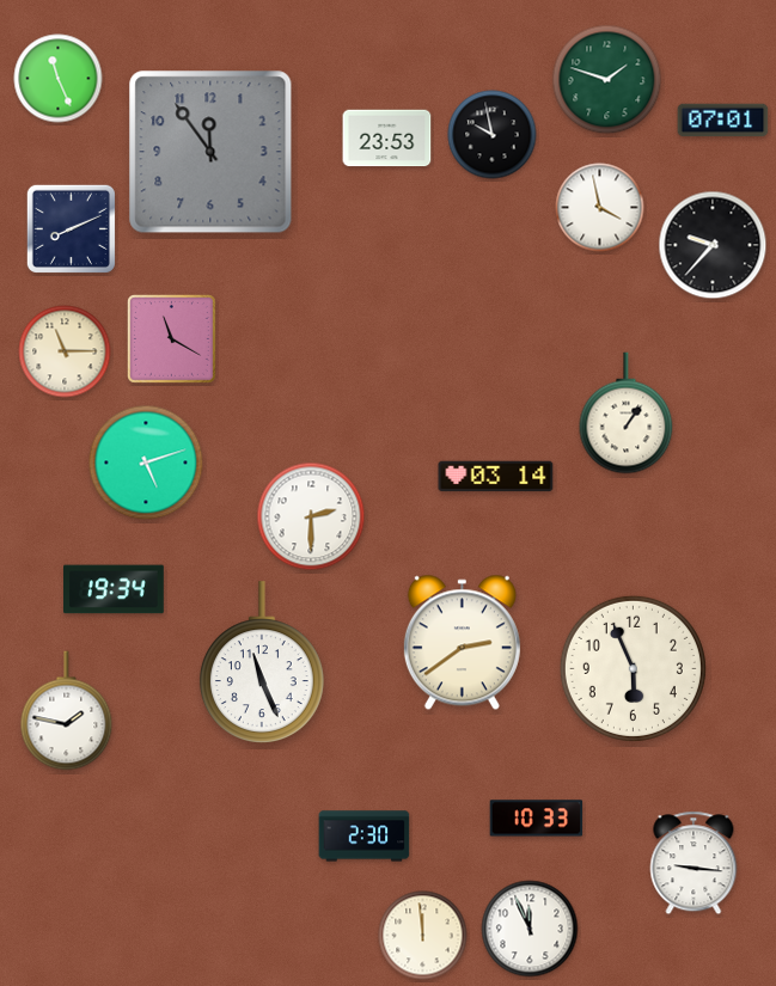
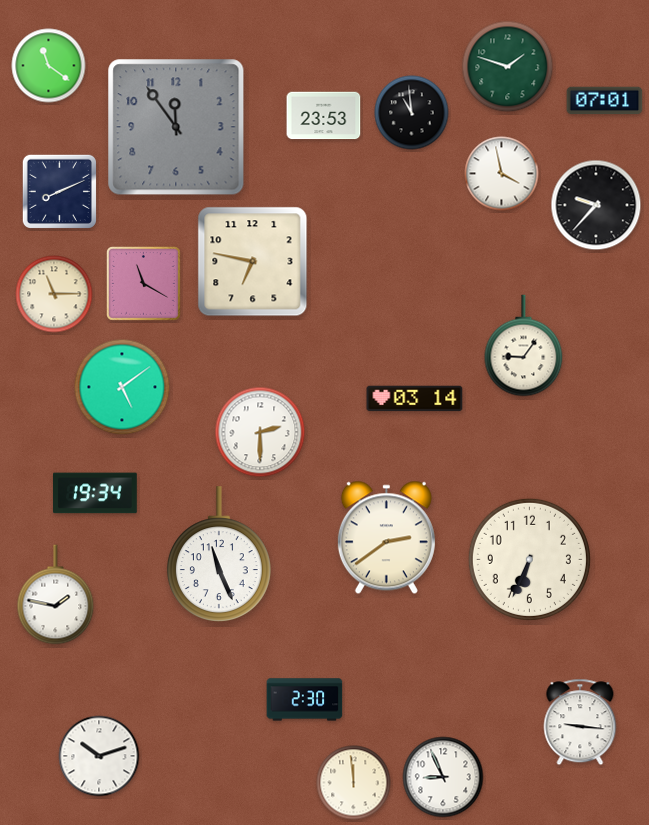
clock at (59, 79): 11:26 -> 11:21
clock at (493, 135): 9:58 -> 10:59
clock at (253, 262): none -> 6:47
clock at (627, 414): 1:06 -> 9:06
clock at (146, 463): 5:12 -> 5:09
clock at (633, 668): 5:56 -> 6:34
clock at (537, 819): 10:33 -> none
clock at (99, 756): none -> 10:12
clock at (530, 929): 11:56 -> 8:56
